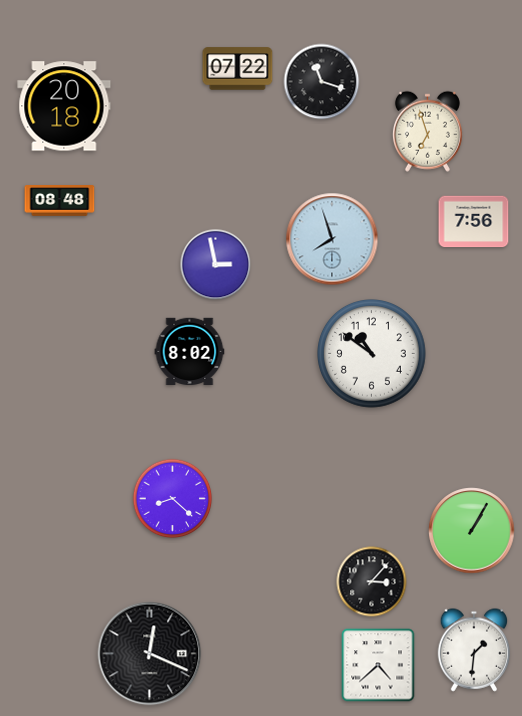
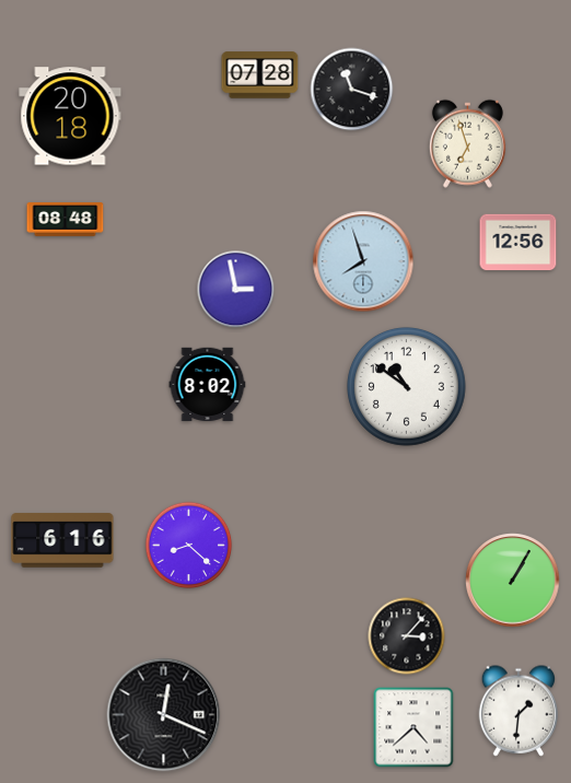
clock at (238, 69): 07:22 -> 07:28
clock at (474, 222): 7:56 -> 12:56
clock at (62, 540): none -> 6:16
clock at (472, 531) position: (472, 531) -> (513, 581)
